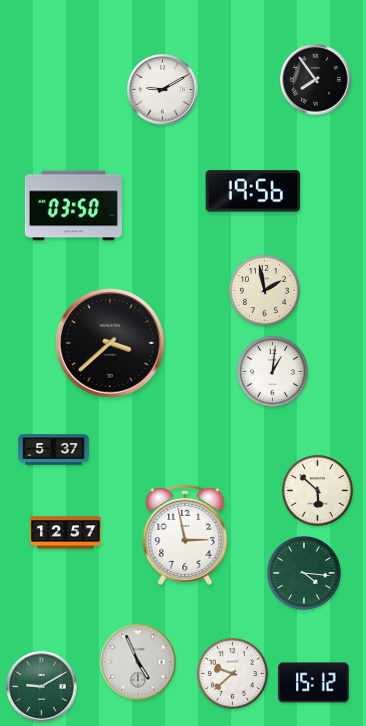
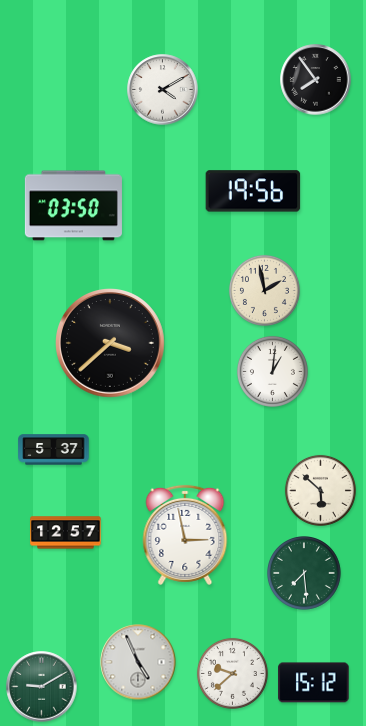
clock at (163, 90): 9:10 -> 4:10
clock at (317, 490) position: (317, 490) -> (320, 490)
clock at (304, 573): 4:16 -> 7:29
